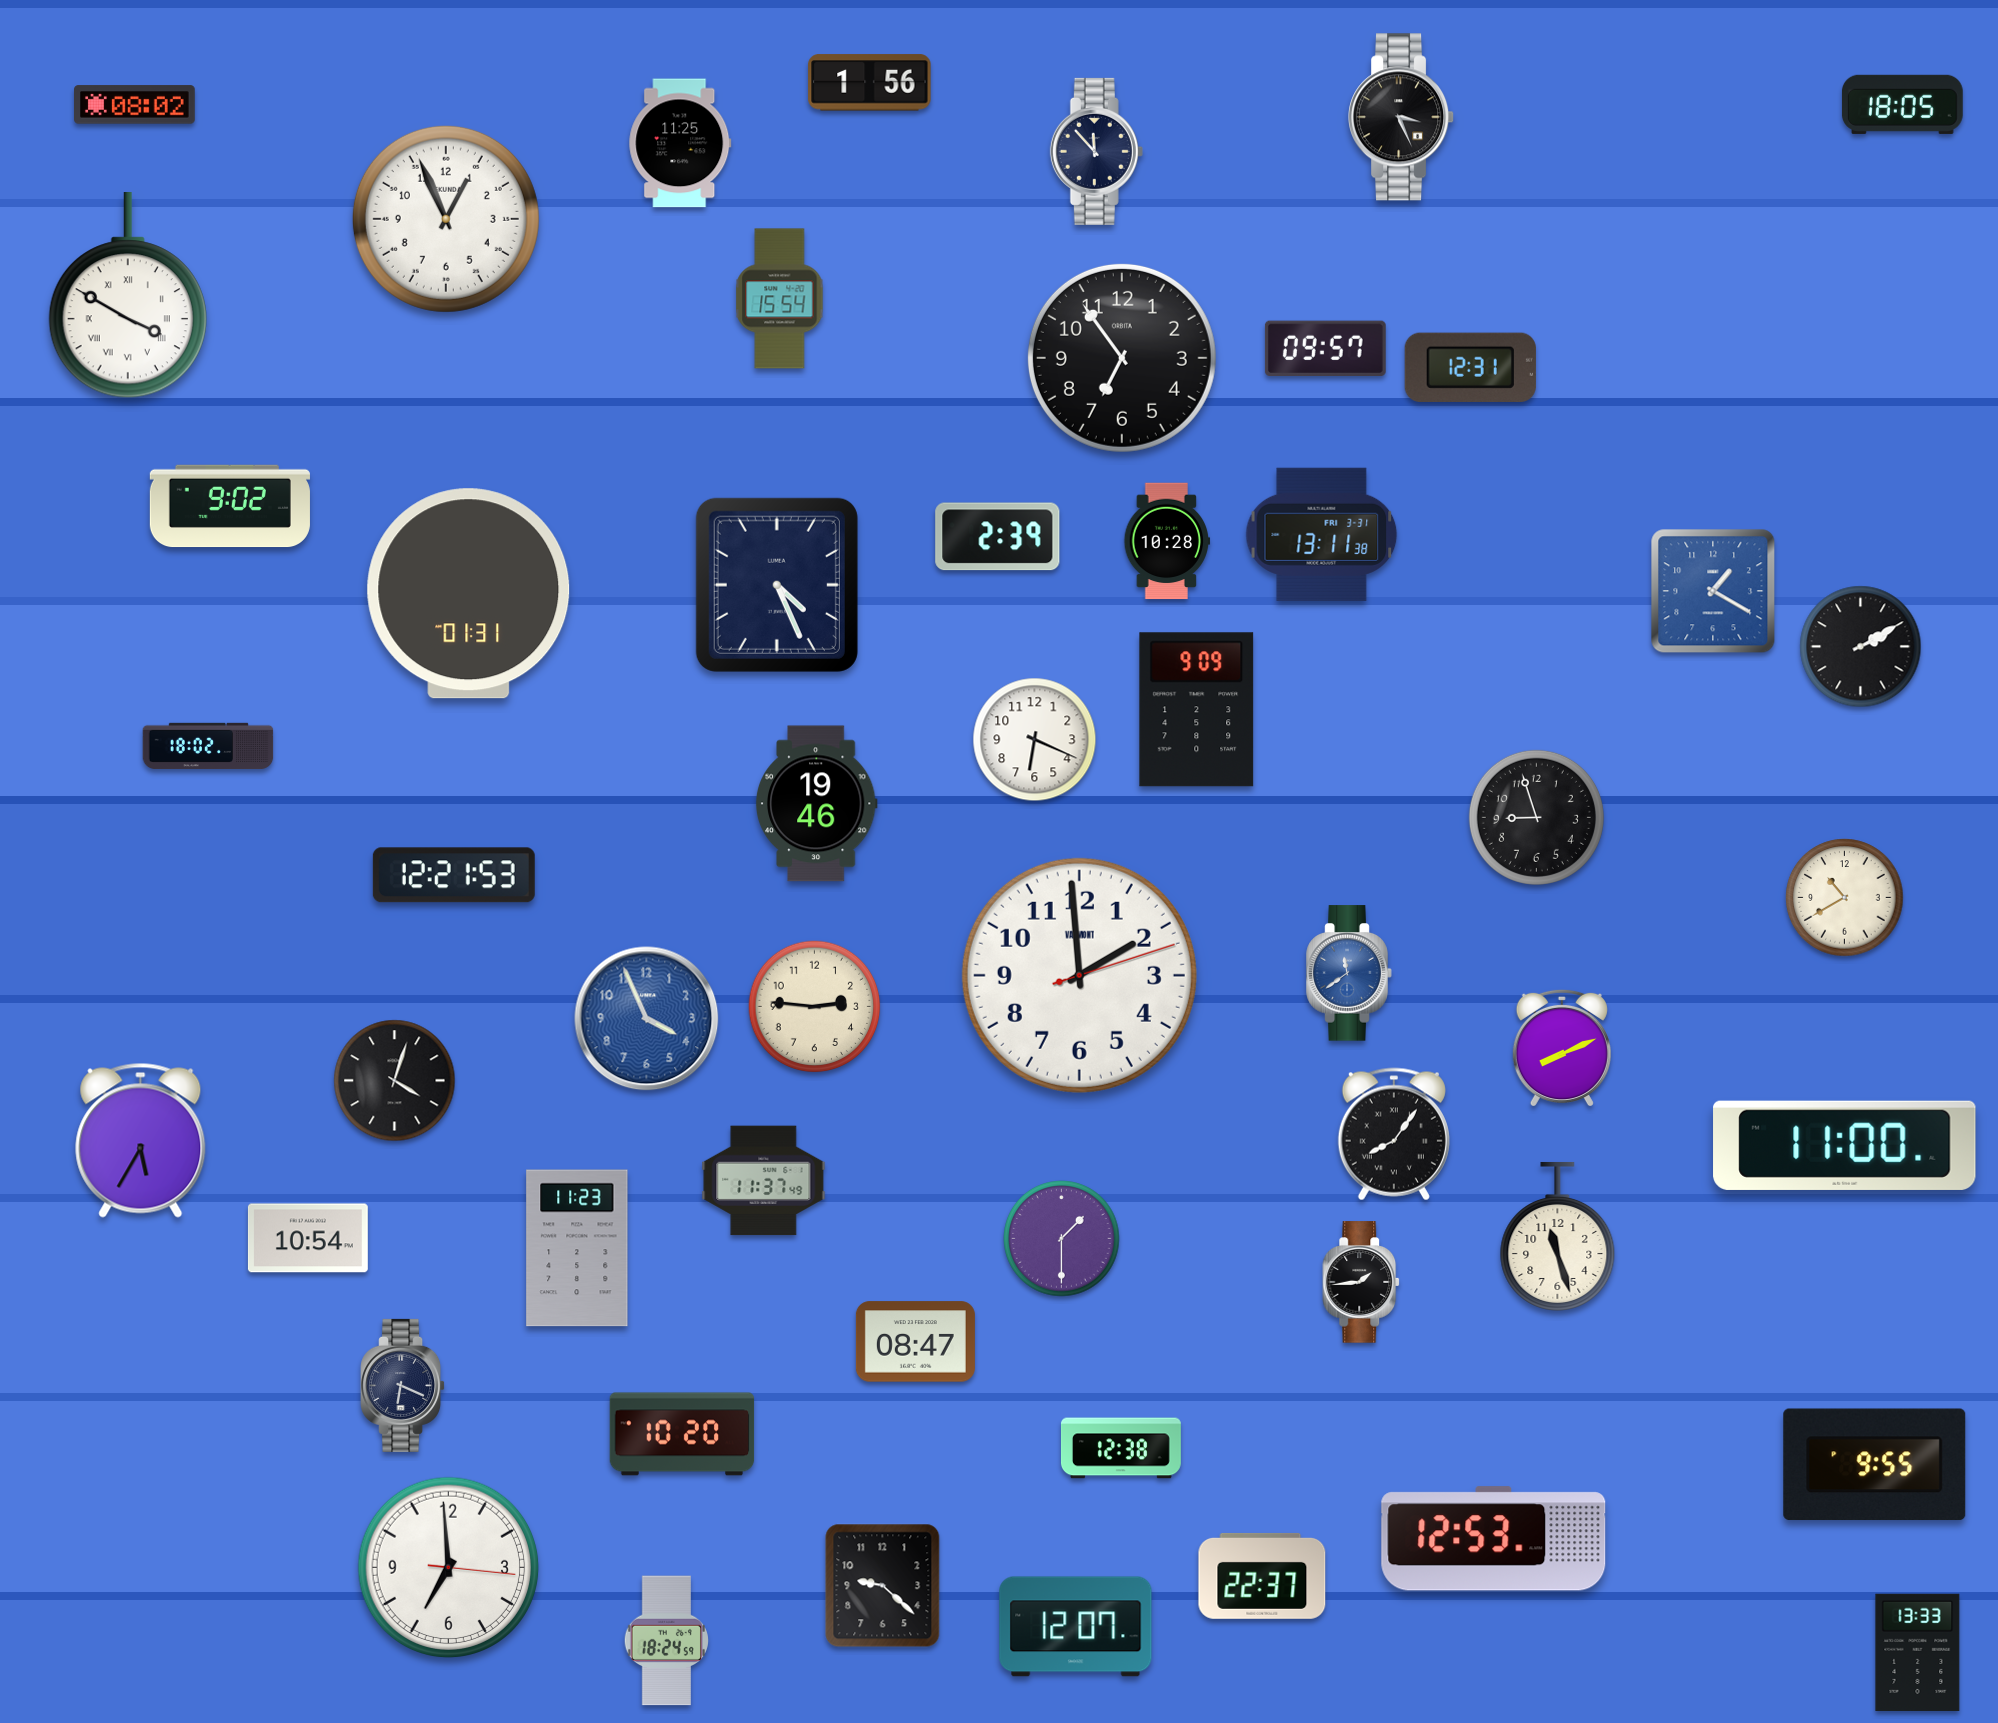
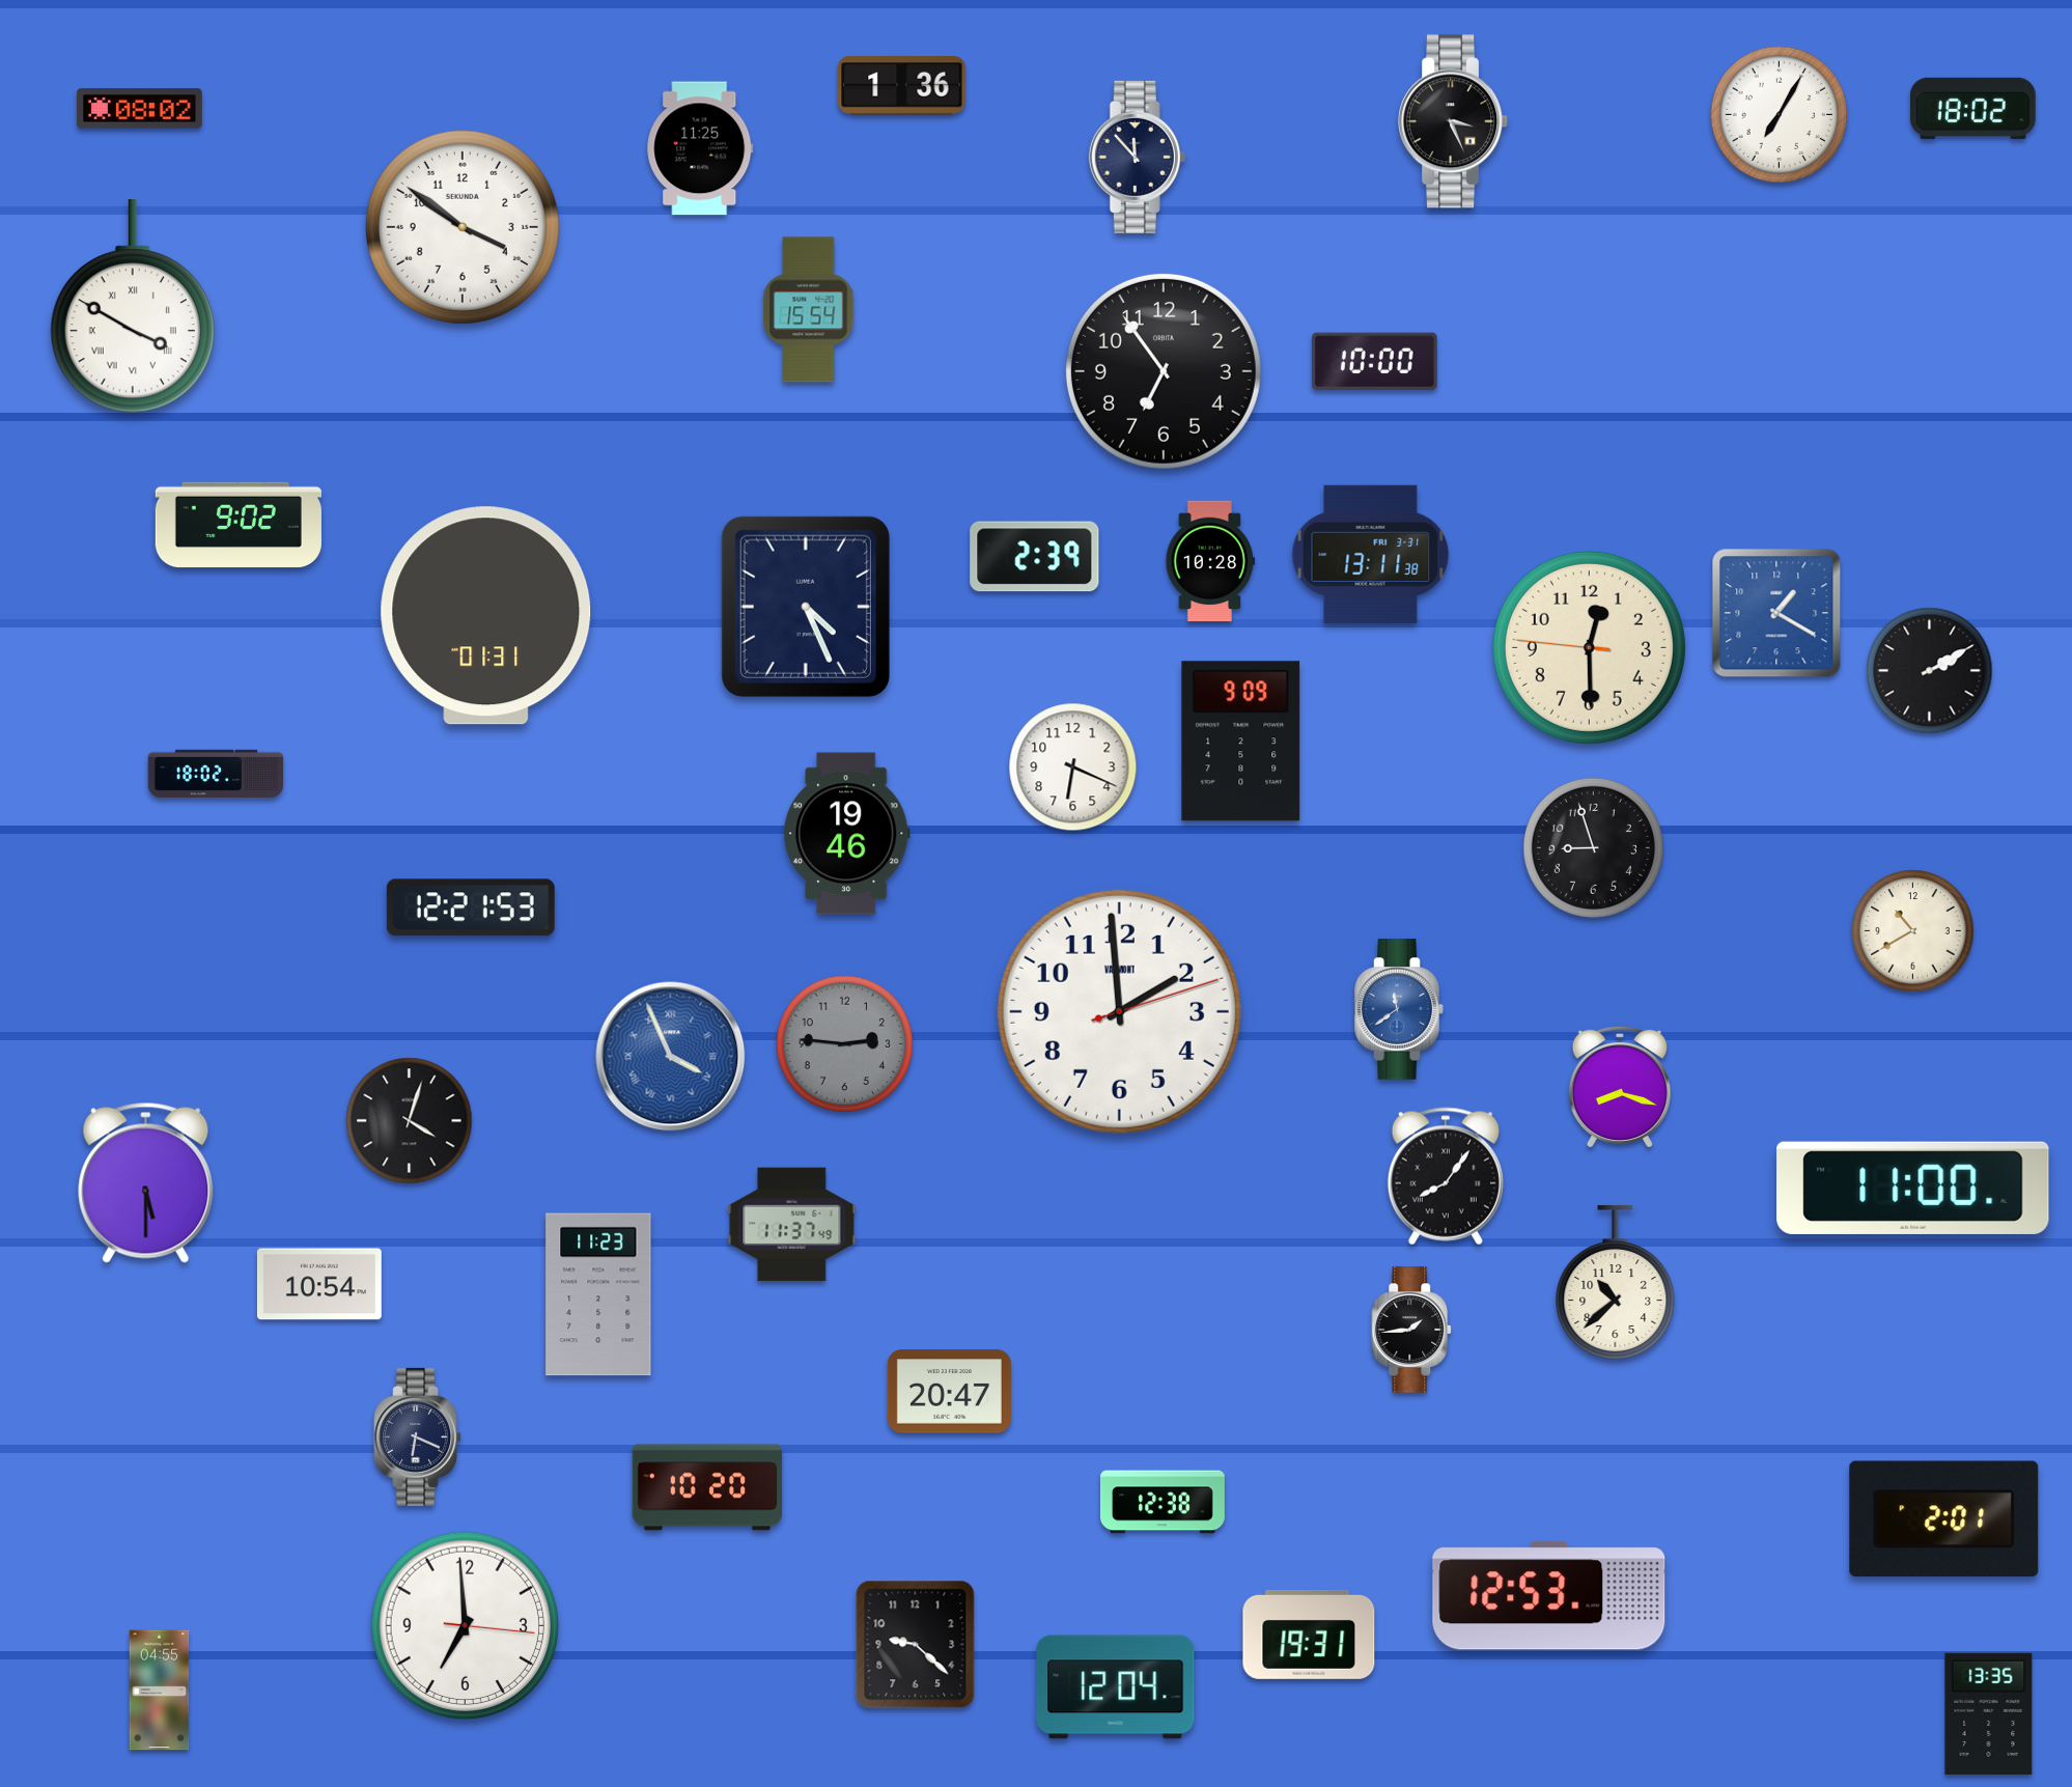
clock at (870, 83): 1:56 -> 1:36
clock at (1902, 104): 18:05 -> 18:02
clock at (1780, 115): none -> 7:05
clock at (680, 143) position: (680, 143) -> (700, 148)
clock at (446, 219): 12:56 -> 3:51
clock at (1325, 348): 09:57 -> 10:00
clock at (1470, 367): 12:31 -> none
clock at (1589, 647): none -> 12:29
clock at (1197, 710) position: (1197, 710) -> (1241, 742)
clock at (815, 1007) dial: cream -> grey
clock at (647, 1019) numerals: Arabic -> Roman
clock at (1562, 1048): 8:11 -> 8:18
clock at (141, 1140): 5:35 -> 5:30
clock at (1558, 1236): 11:27 -> 10:38
clock at (1062, 1239): 1:30 -> none
clock at (915, 1342): 08:47 -> 20:47
clock at (1875, 1465): 9:55 -> 2:01
clock at (1262, 1576): 22:37 -> 19:31
clock at (1076, 1627): 12:07 -> 12:04
clock at (160, 1691): none -> 04:55
clock at (666, 1641): 18:24 -> none
clock at (1918, 1652): 13:33 -> 13:35
